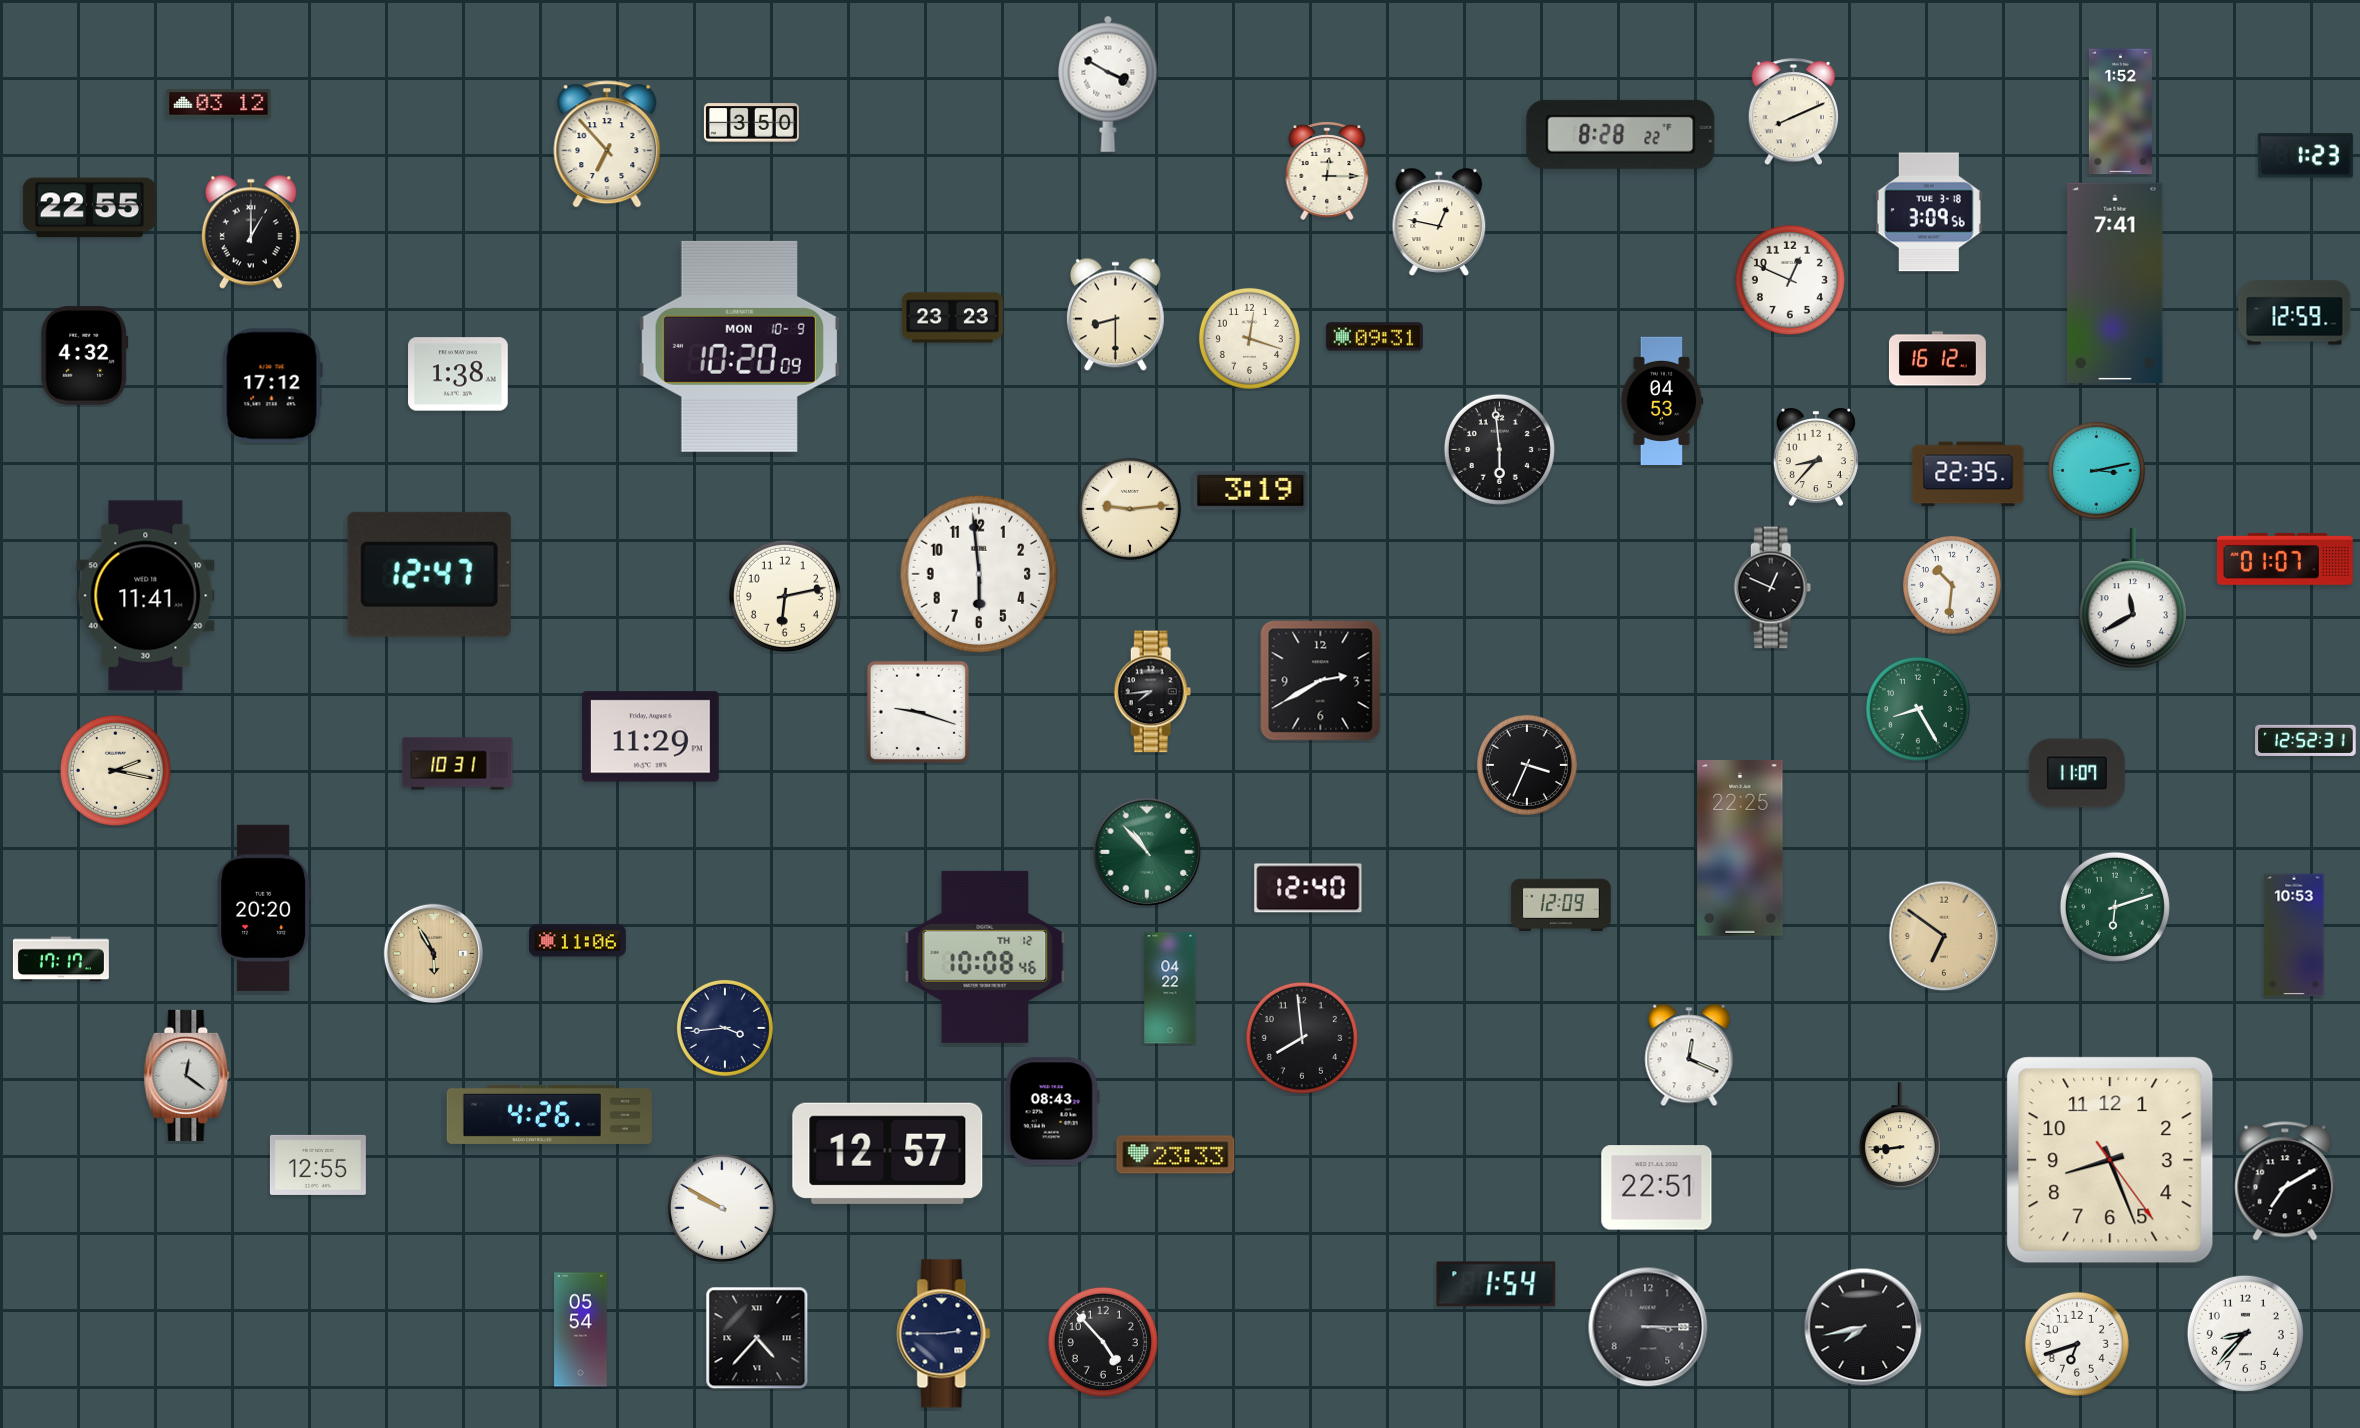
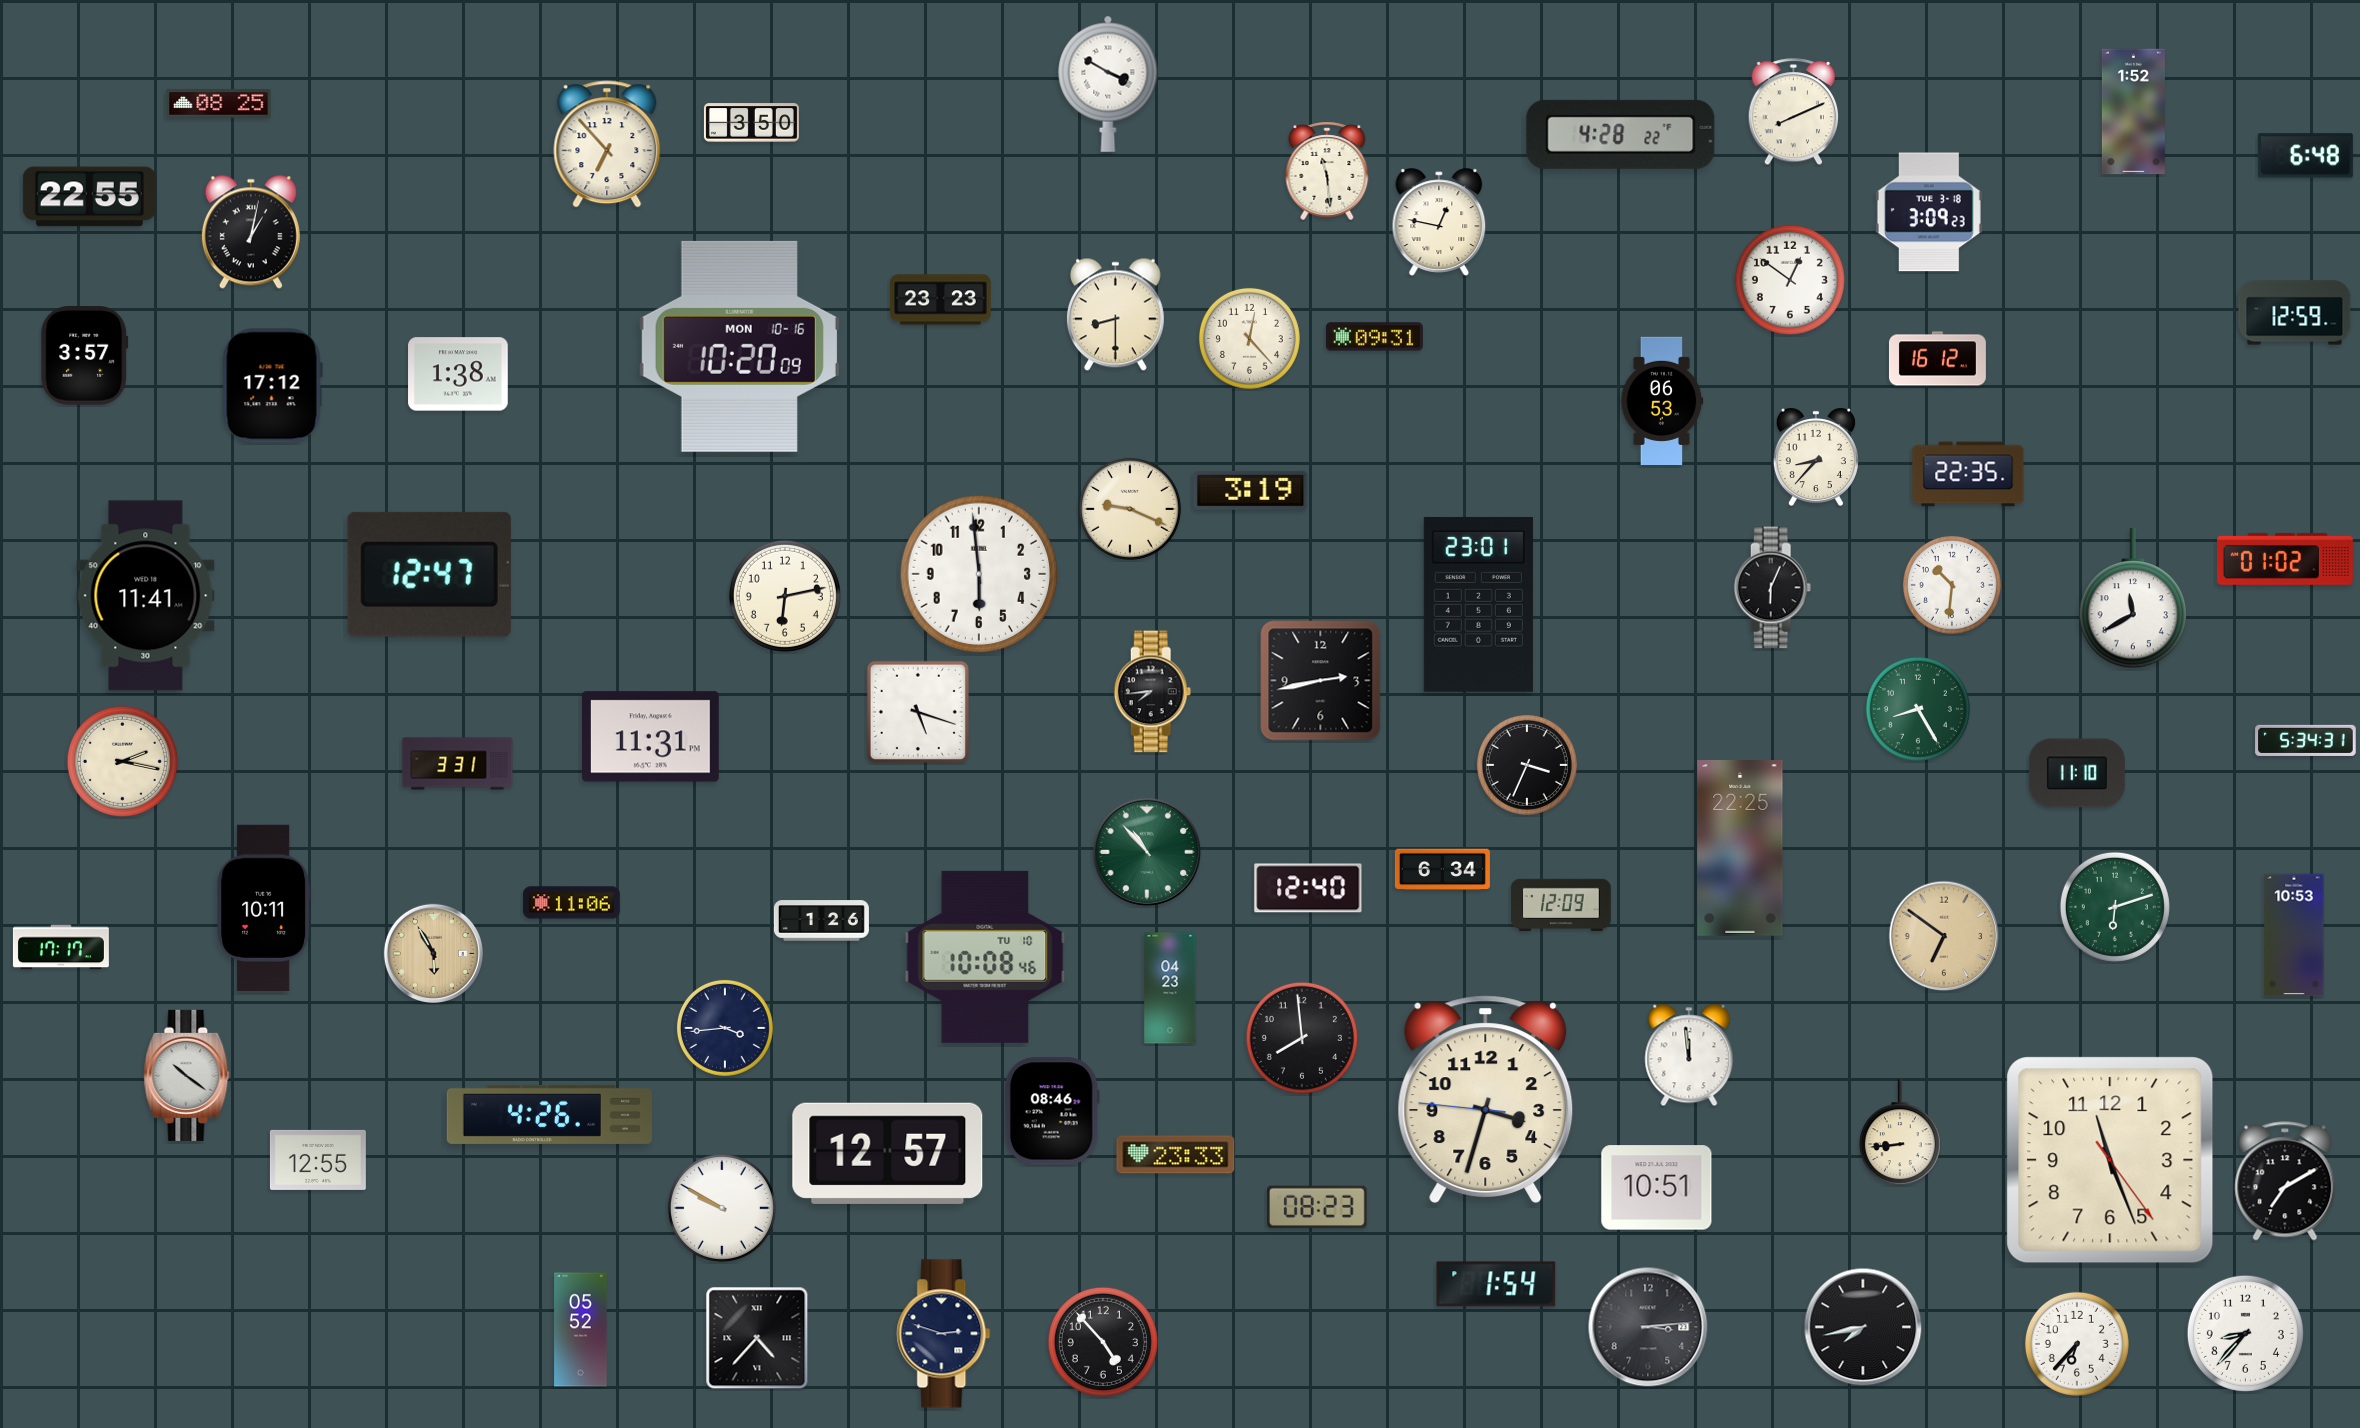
clock at (219, 104): 03:12 -> 08:25
clock at (2120, 112) position: (2120, 112) -> (2133, 112)
clock at (1621, 134): 8:28 -> 4:28
clock at (2305, 156): 1:23 -> 6:48
clock at (1327, 171): 12:15 -> 11:29
clock at (89, 208) position: (89, 208) -> (89, 197)
clock at (1929, 212): 3:09:56 -> 3:09:23
clock at (251, 232): 1:00 -> 1:02
clock at (1790, 280): 12:49 -> 12:51
clock at (2115, 283): 7:41 -> none
clock at (953, 318) position: (953, 318) -> (941, 300)
clock at (1249, 338): 12:18 -> 12:23
clock at (739, 346) date: MON 10-9 -> MON 10-16
clock at (85, 356): 4:32 -> 3:57
clock at (1662, 400): 04:53 -> 06:53
clock at (1499, 449): 5:59 -> none
clock at (2096, 470): 3:13 -> none
clock at (1130, 509): 9:14 -> 9:19
clock at (2286, 560): 01:07 -> 01:02
clock at (1773, 588): 12:49 -> 6:04
clock at (1478, 604): none -> 23:01
clock at (1321, 681): 2:40 -> 2:43
clock at (918, 712): 9:18 -> 5:18
clock at (650, 737): 11:29 -> 11:31
clock at (2306, 740): 12:52 -> 5:34
clock at (458, 764): 10:31 -> 3:31
clock at (115, 770) position: (115, 770) -> (122, 761)
clock at (2077, 773): 11:07 -> 11:10
clock at (1442, 870): none -> 6:34
clock at (264, 908): 20:20 -> 10:11
clock at (821, 921): none -> 1:26
clock at (577, 941) position: (577, 941) -> (571, 903)
clock at (985, 957) date: TH 12 -> TU 10
clock at (61, 959) position: (61, 959) -> (61, 947)
clock at (1170, 988): 04:22 -> 04:23
clock at (1689, 1055): 12:19 -> 11:59
clock at (187, 1075): 12:21 -> 10:21
clock at (1486, 1099): none -> 3:32
clock at (1052, 1111): 08:43 -> 08:46
clock at (1900, 1136) position: (1900, 1136) -> (1900, 1133)
clock at (2110, 1160): 8:26 -> 11:26
clock at (318, 1165) position: (318, 1165) -> (318, 1160)
clock at (1657, 1188): 22:51 -> 10:51
clock at (1318, 1207): none -> 08:23
clock at (1648, 1327): 3:15 -> 3:14
clock at (581, 1330): 05:54 -> 05:52
clock at (944, 1334): 2:45 -> 2:48
clock at (2077, 1344): 6:42 -> 6:37
